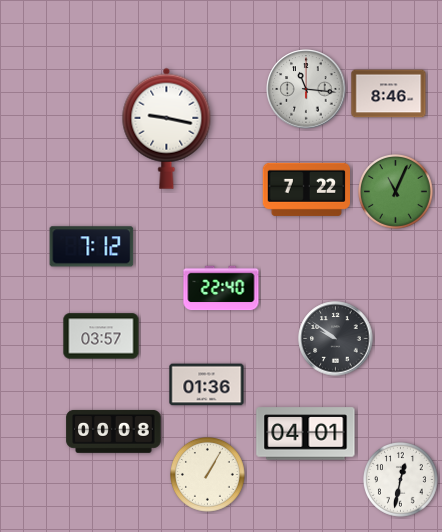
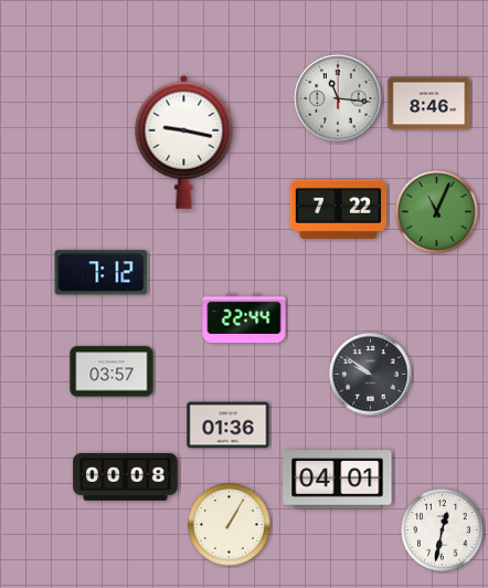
clock at (221, 288): 22:40 -> 22:44
